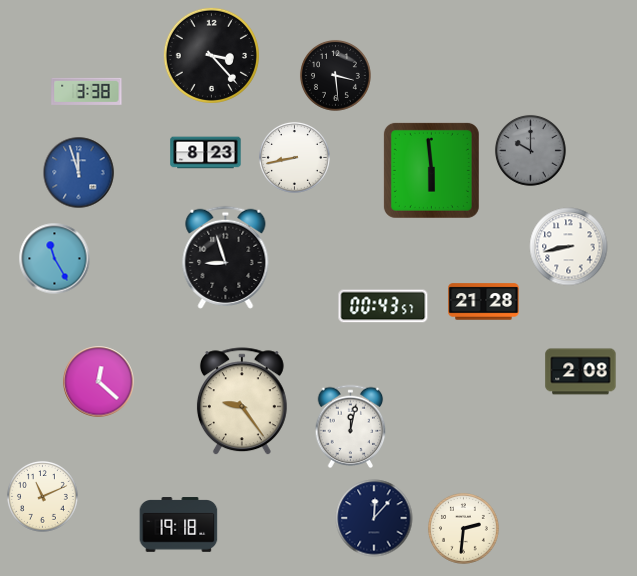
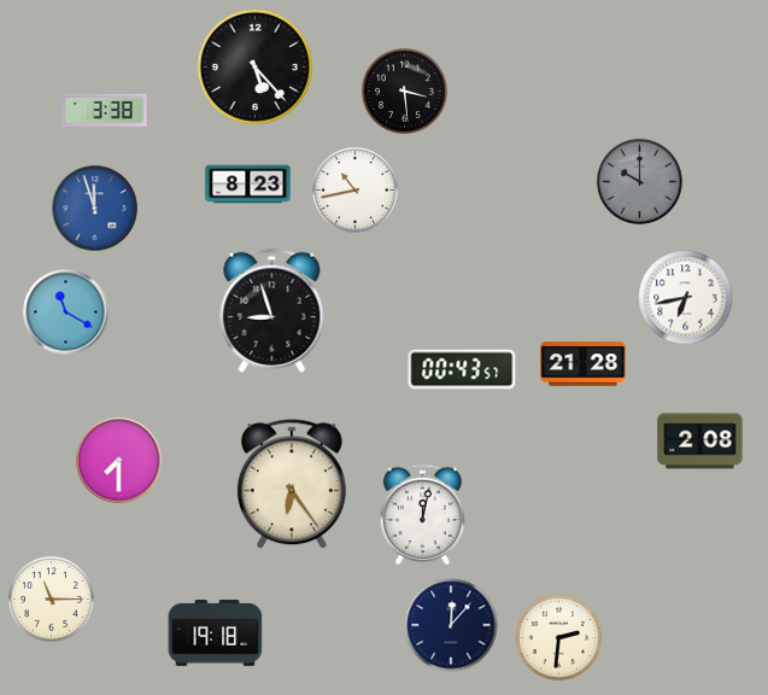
clock at (211, 55): 3:23 -> 5:23
clock at (294, 157): 8:43 -> 10:43
clock at (431, 170): 5:59 -> none
clock at (569, 247): 8:43 -> 6:43
clock at (55, 259): 11:25 -> 11:20
clock at (581, 372) position: (581, 372) -> (700, 442)
clock at (99, 382): 12:22 -> 7:30
clock at (242, 402): 9:24 -> 6:24
clock at (42, 496): 11:11 -> 11:15
